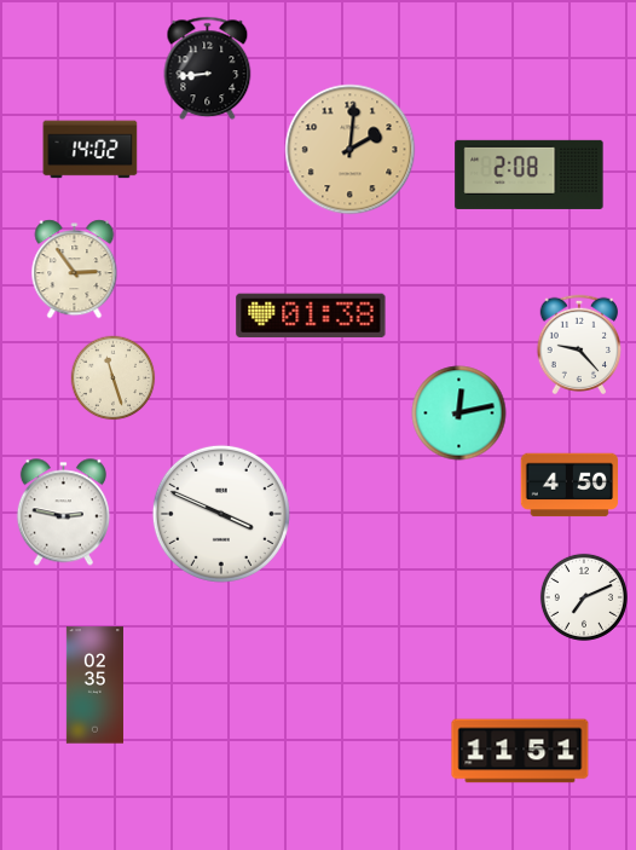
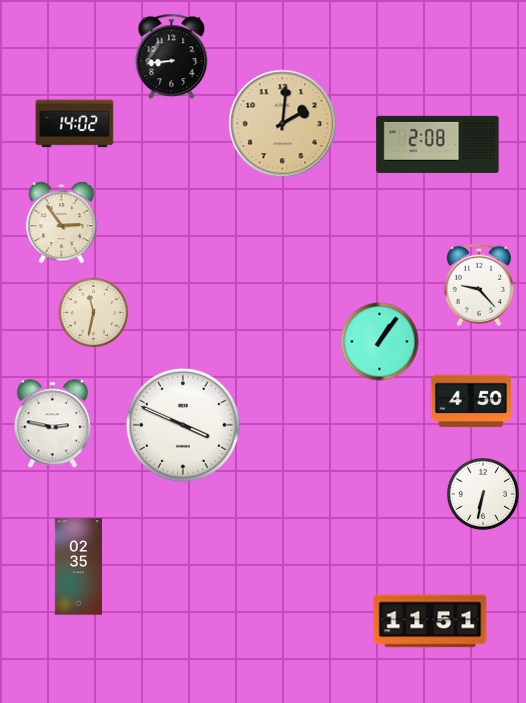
clock at (351, 150) position: (351, 150) -> (283, 124)
clock at (311, 316): 01:38 -> none
clock at (114, 378): 11:27 -> 11:32
clock at (459, 414): 12:13 -> 1:06
clock at (584, 597): 7:11 -> 6:32
